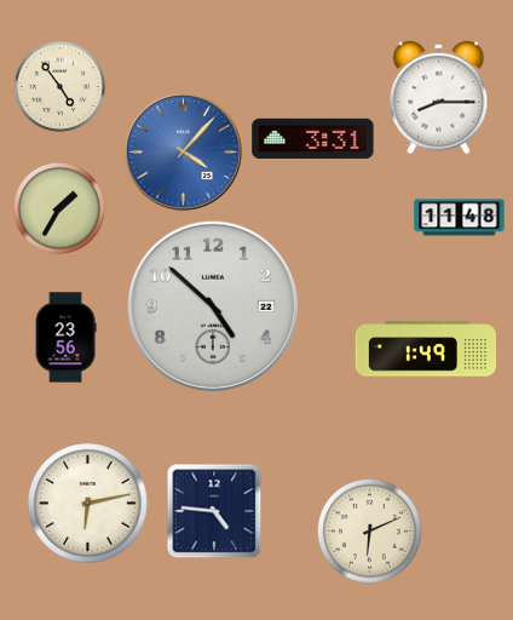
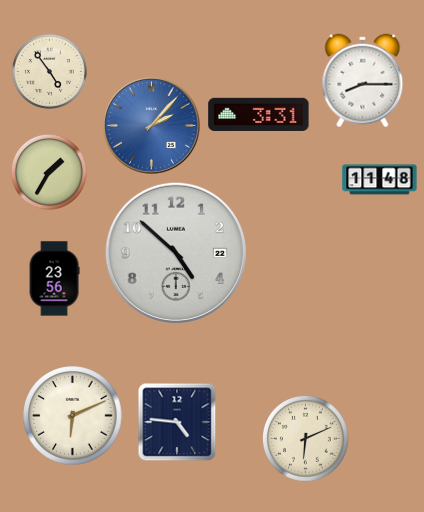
clock at (183, 151): 4:07 -> 2:07
clock at (426, 349): 1:49 -> none
clock at (88, 504): 6:13 -> 6:11
